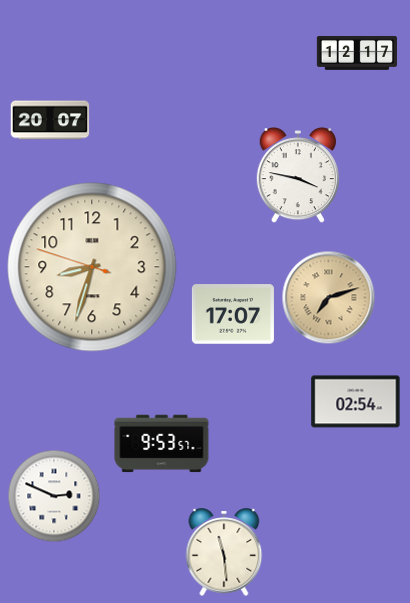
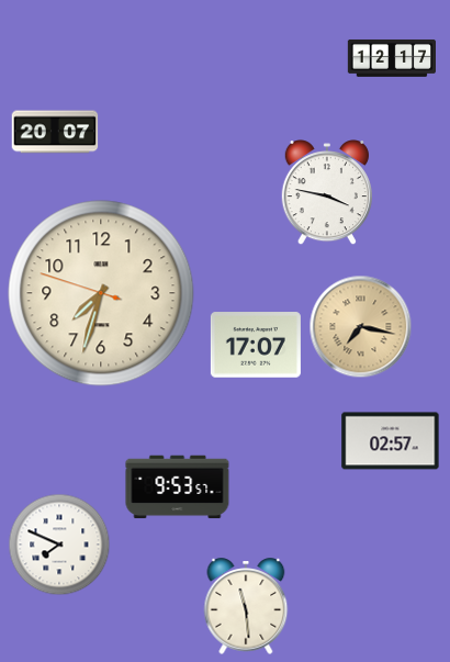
clock at (92, 267): 8:32 -> 7:32
clock at (329, 298): 7:12 -> 7:17
clock at (356, 402): 02:54 -> 02:57
clock at (54, 496): 2:49 -> 7:49
